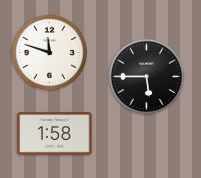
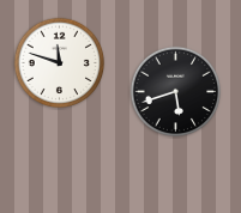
clock at (147, 77): 5:45 -> 5:42
clock at (55, 134): 1:58 -> none
